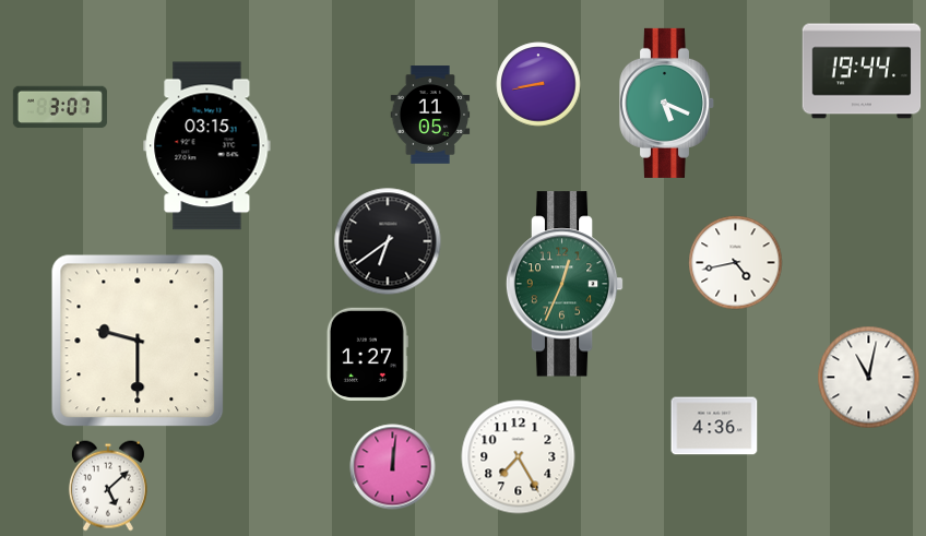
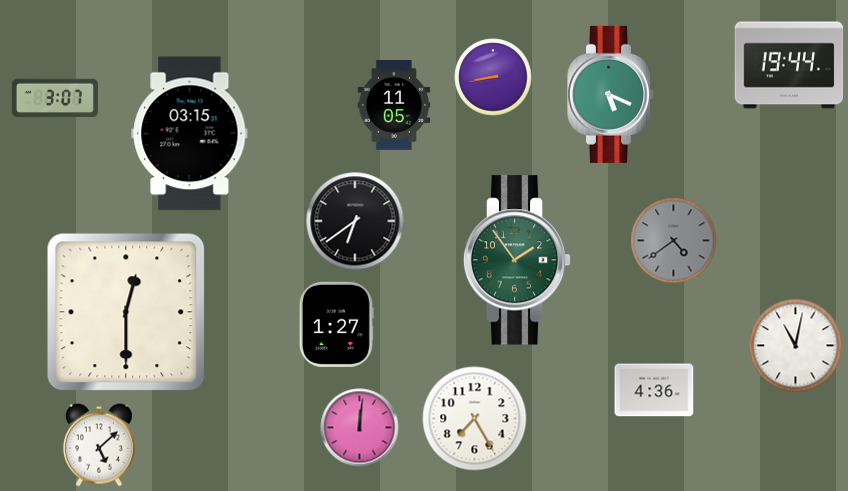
clock at (736, 263): 4:43 -> 4:39
clock at (736, 263) dial: white -> grey
clock at (565, 284): 12:34 -> 1:54
clock at (138, 341): 9:30 -> 12:30
